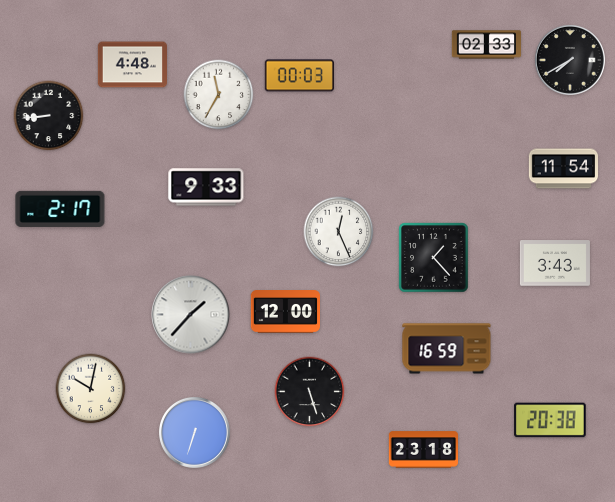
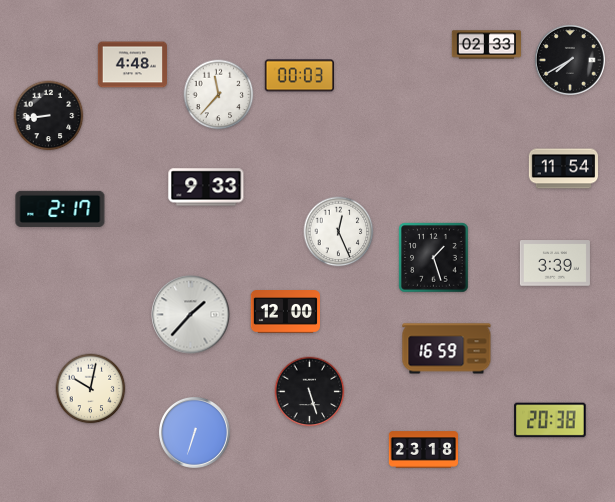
clock at (219, 95): 11:35 -> 11:37
clock at (434, 258): 1:23 -> 1:27
clock at (555, 263): 3:43 -> 3:39
